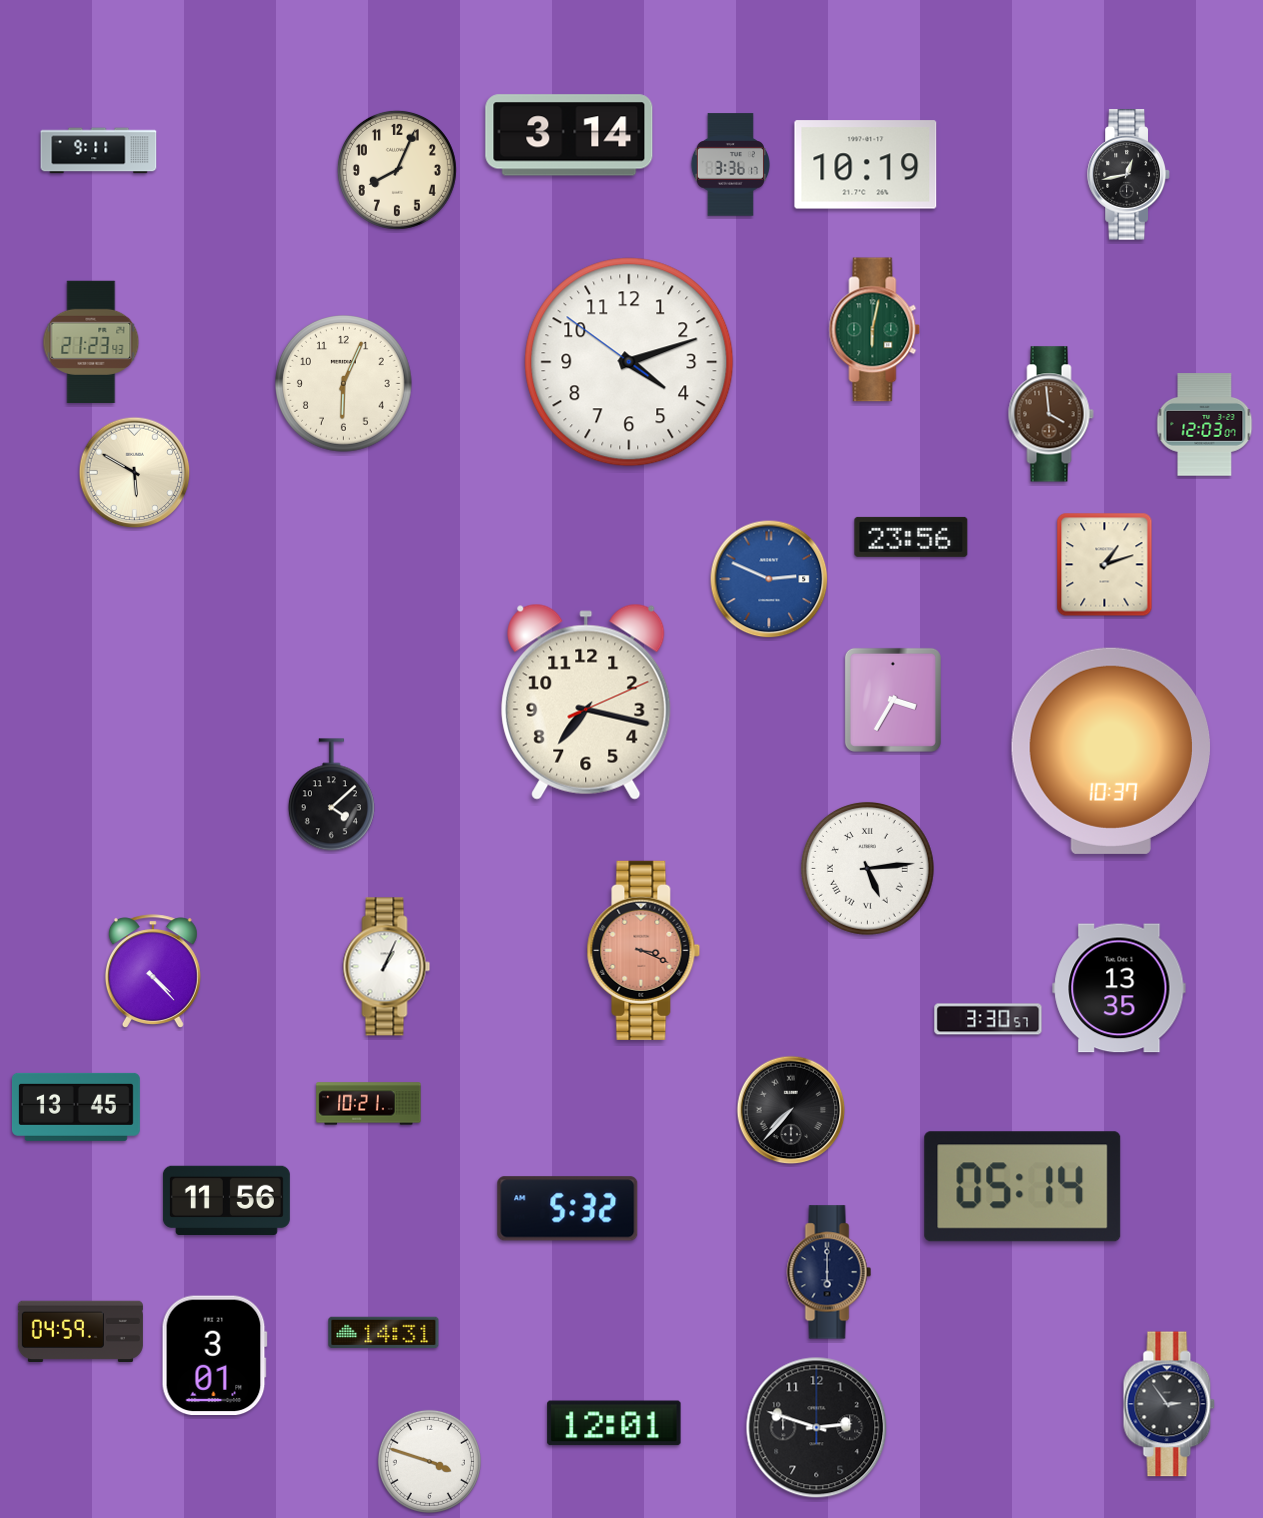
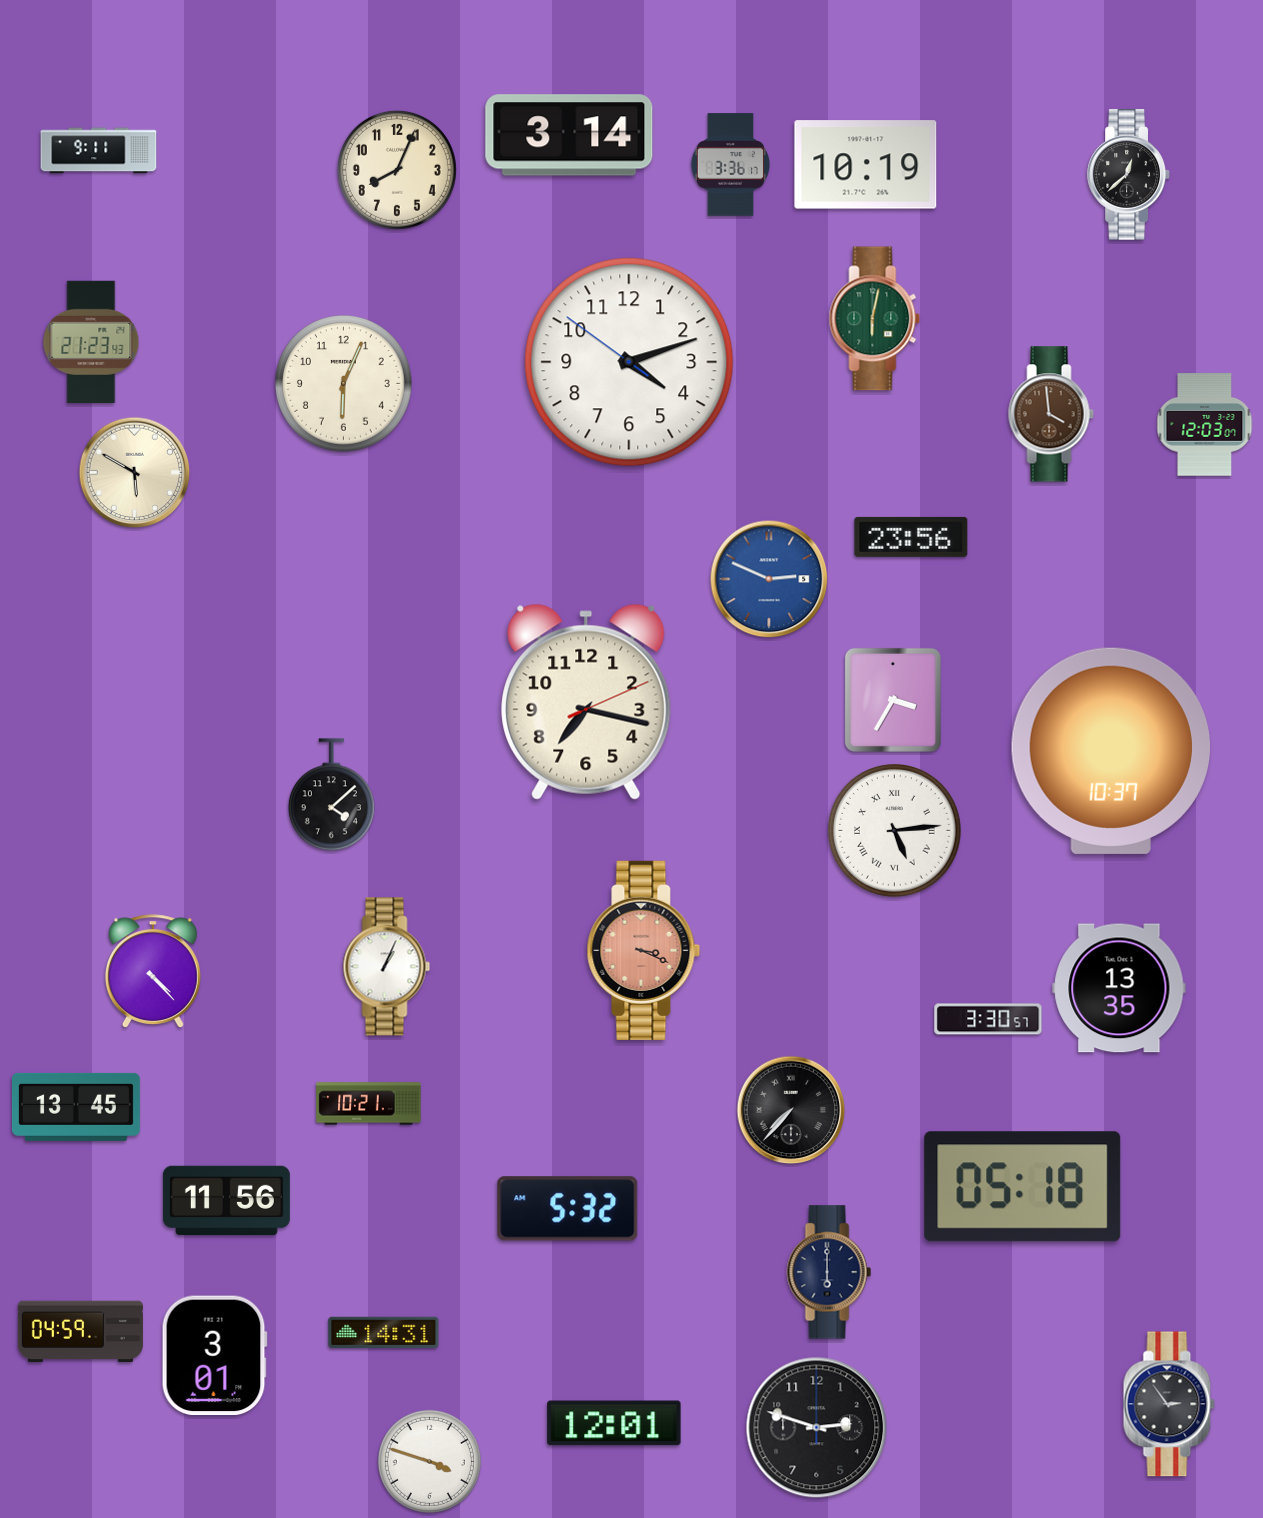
clock at (1129, 175): 12:43 -> 12:38
clock at (875, 330) position: (875, 330) -> (875, 319)
clock at (1105, 565): 1:12 -> none
clock at (867, 868) position: (867, 868) -> (894, 830)
clock at (1023, 1187): 05:14 -> 05:18
